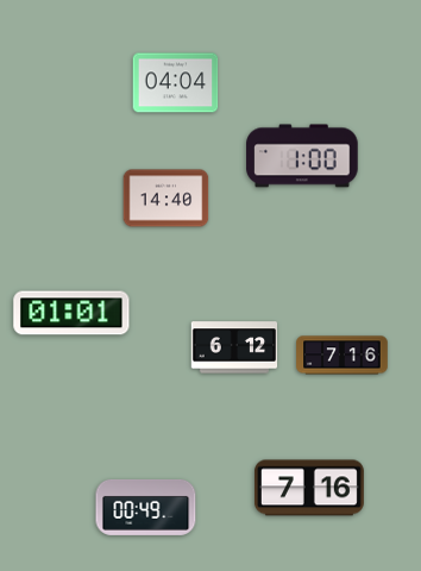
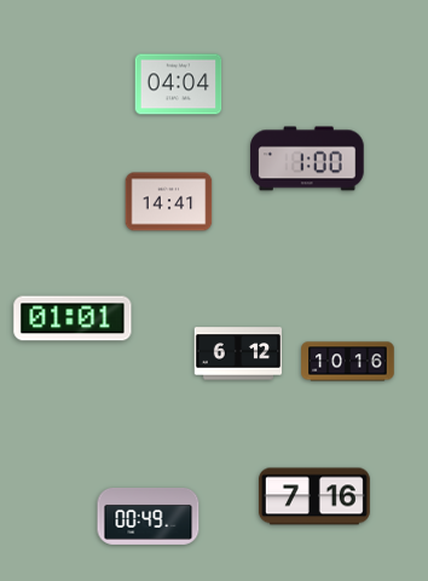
clock at (166, 199): 14:40 -> 14:41
clock at (343, 356): 7:16 -> 10:16
